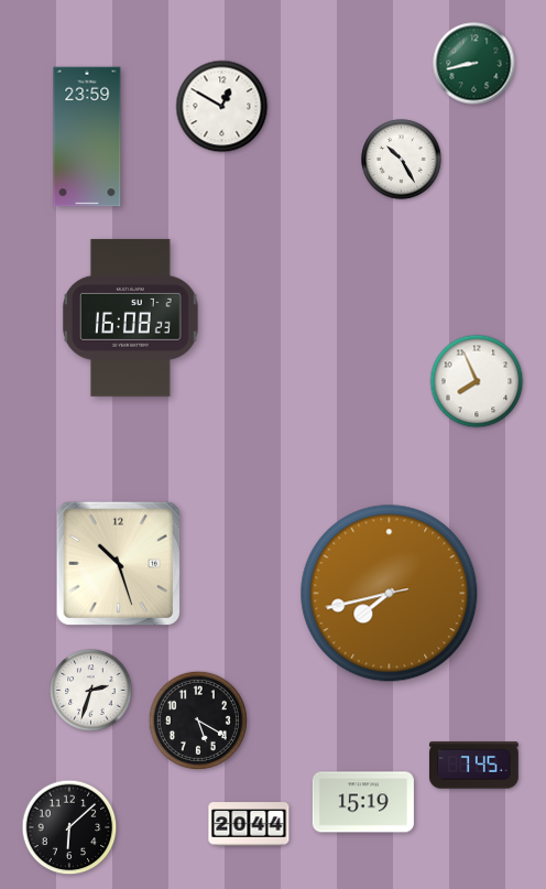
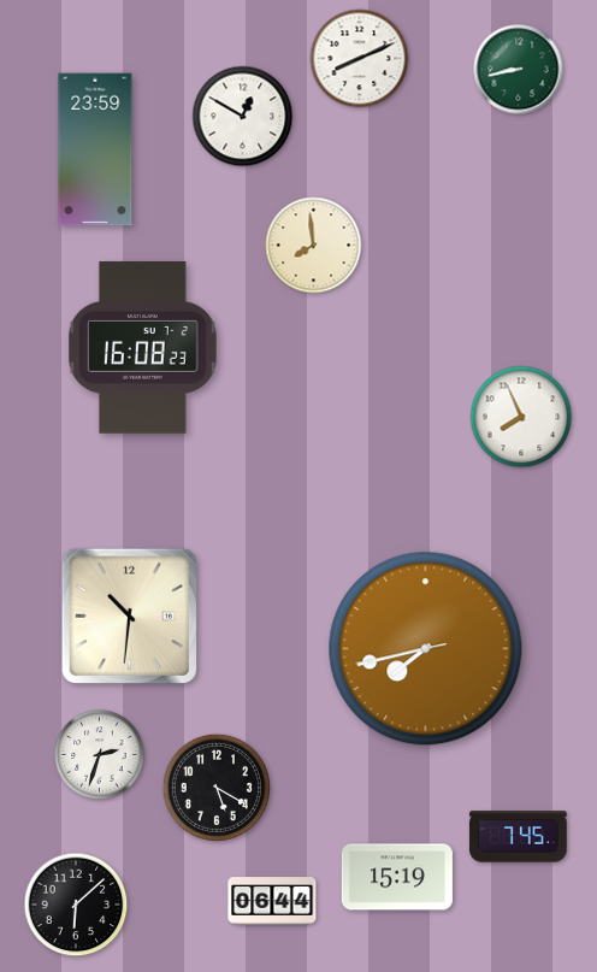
clock at (360, 59): none -> 8:11
clock at (402, 160): 10:25 -> none
clock at (314, 246): none -> 7:59
clock at (119, 564): 10:27 -> 10:31
clock at (249, 824): 20:44 -> 06:44
